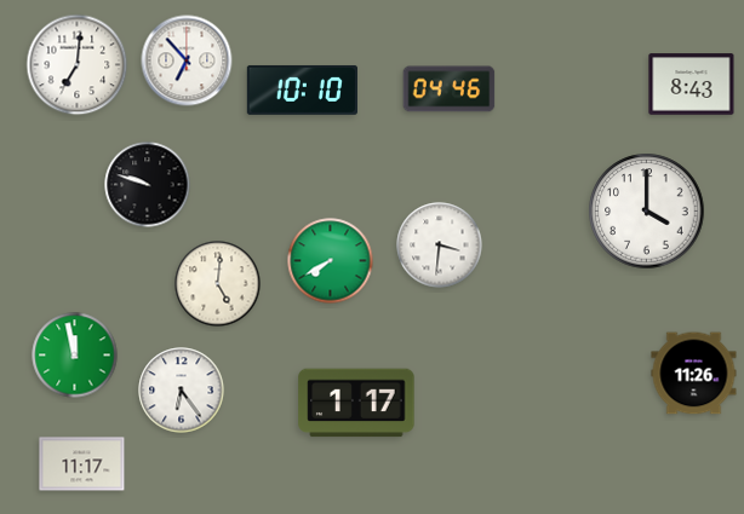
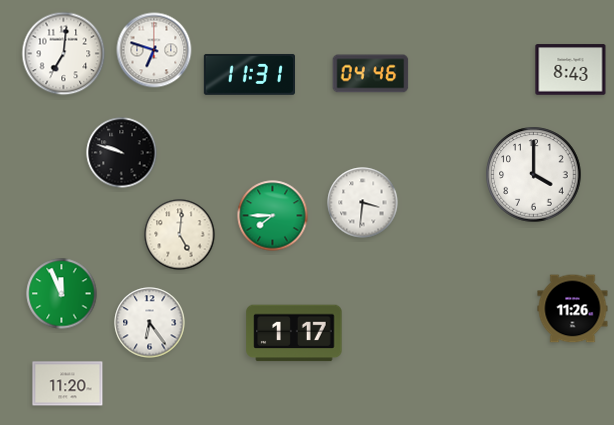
clock at (187, 60): 6:53 -> 6:48
clock at (302, 91): 10:10 -> 11:31
clock at (331, 261): 7:40 -> 7:45
clock at (75, 356): 11:58 -> 11:56
clock at (82, 464): 11:17 -> 11:20
